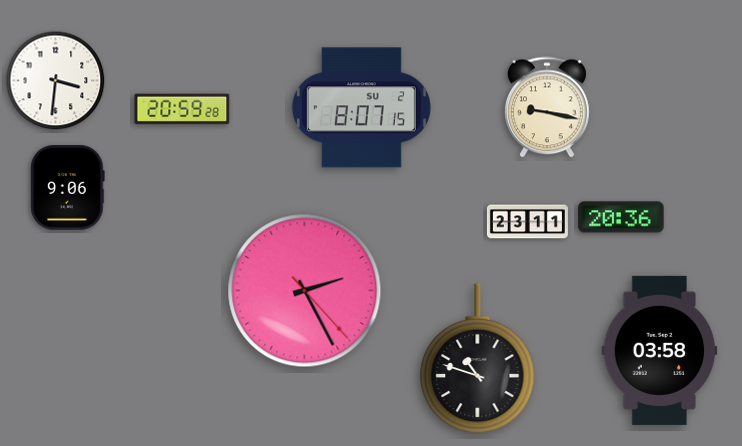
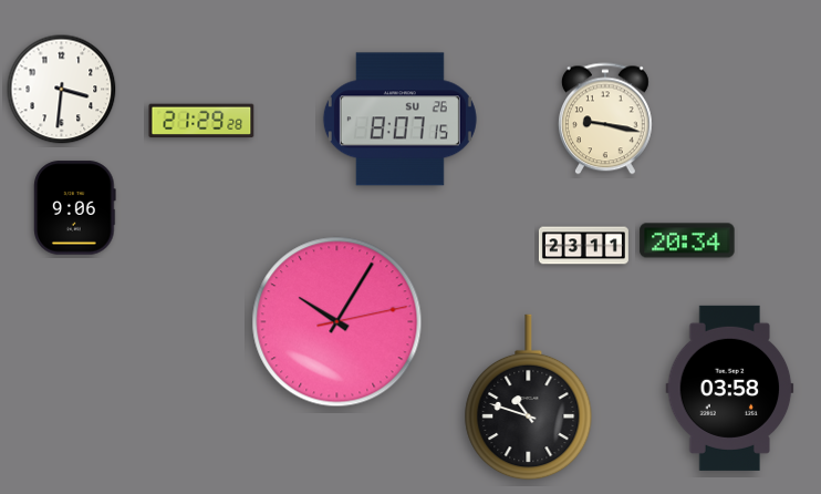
clock at (361, 108) date: SU 2 -> SU 26
clock at (182, 109): 20:59 -> 21:29
clock at (621, 217): 20:36 -> 20:34
clock at (305, 291): 2:25 -> 10:05
